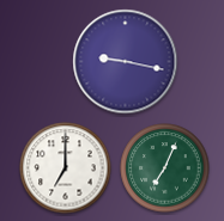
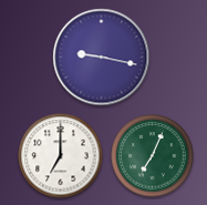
clock at (126, 62) position: (126, 62) -> (102, 58)
